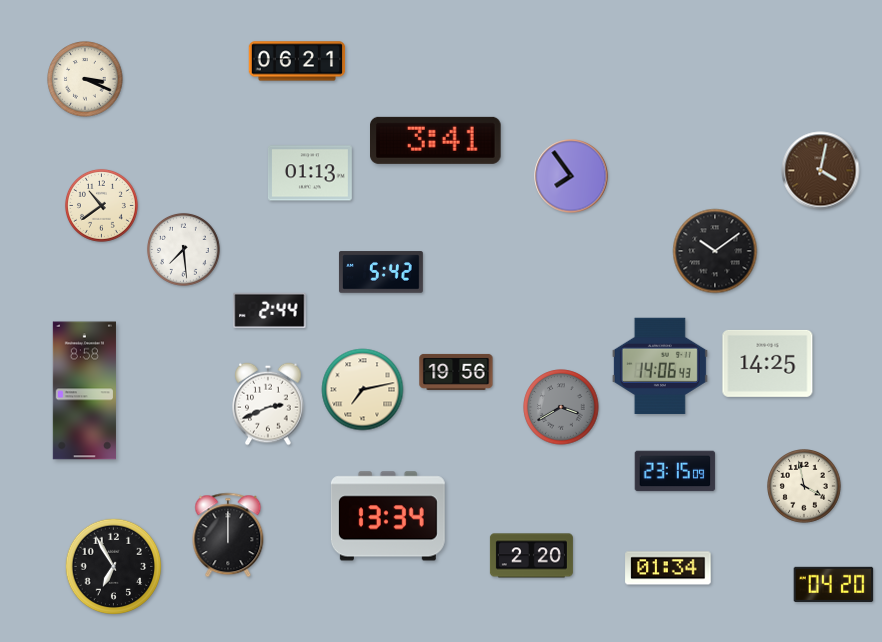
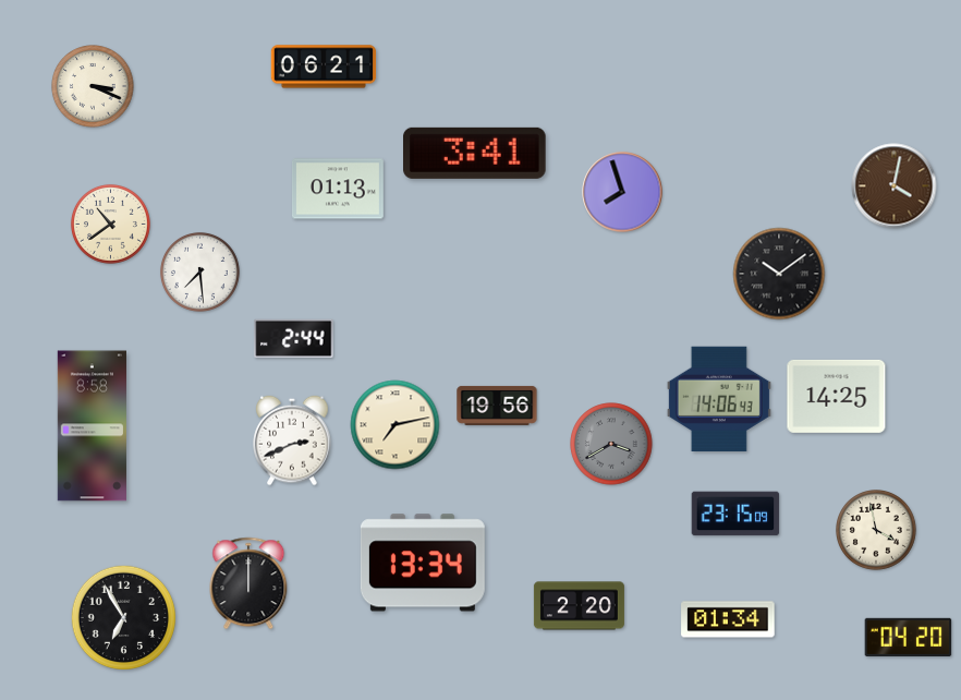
clock at (571, 176): 7:54 -> 7:57
clock at (381, 272): 5:42 -> none
